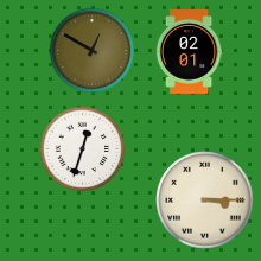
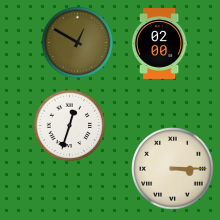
clock at (189, 52): 02:01 -> 02:00
